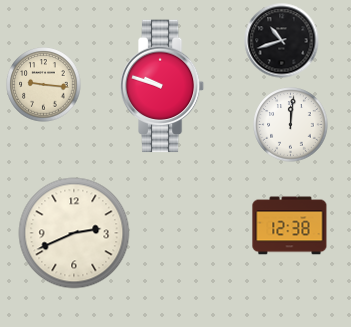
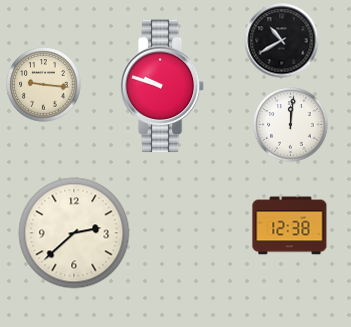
clock at (282, 41): 10:42 -> 10:40
clock at (74, 233): 2:41 -> 2:38
